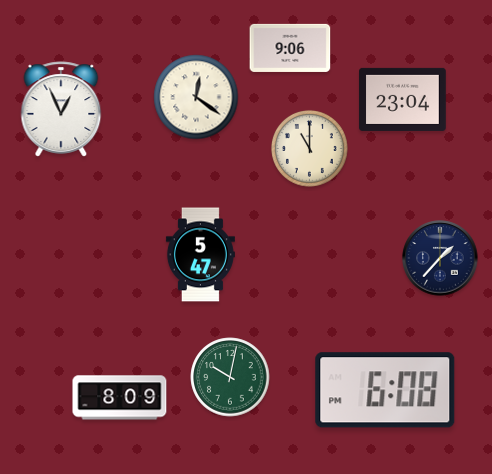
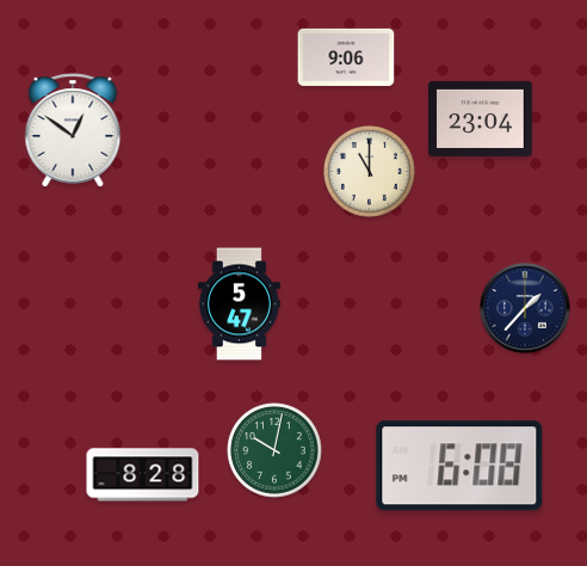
clock at (196, 97): 12:21 -> none
clock at (61, 109): 12:56 -> 12:51
clock at (309, 148) position: (309, 148) -> (369, 171)
clock at (120, 398): 8:09 -> 8:28
